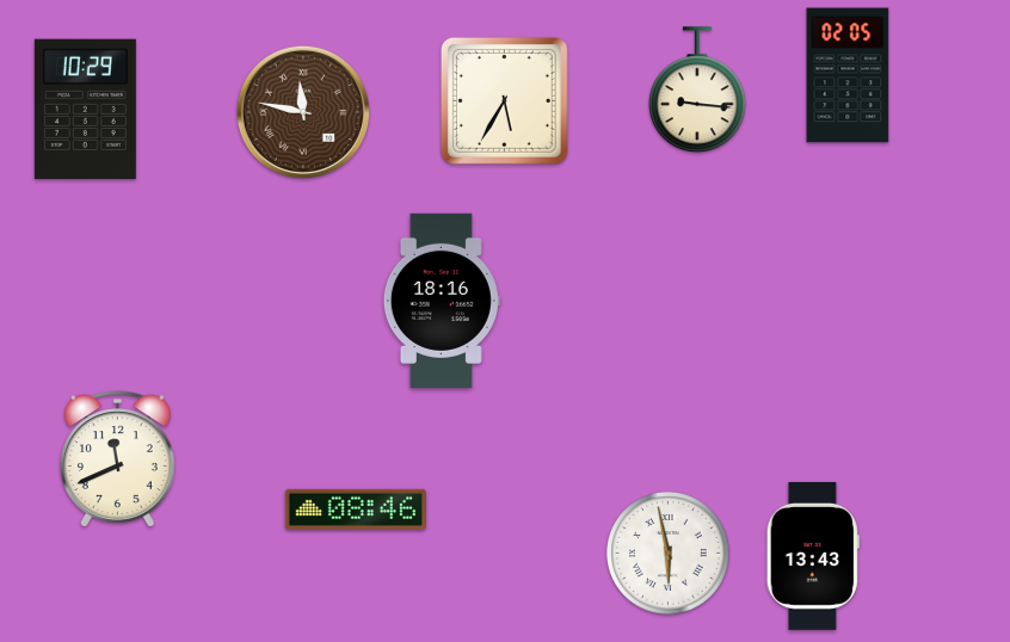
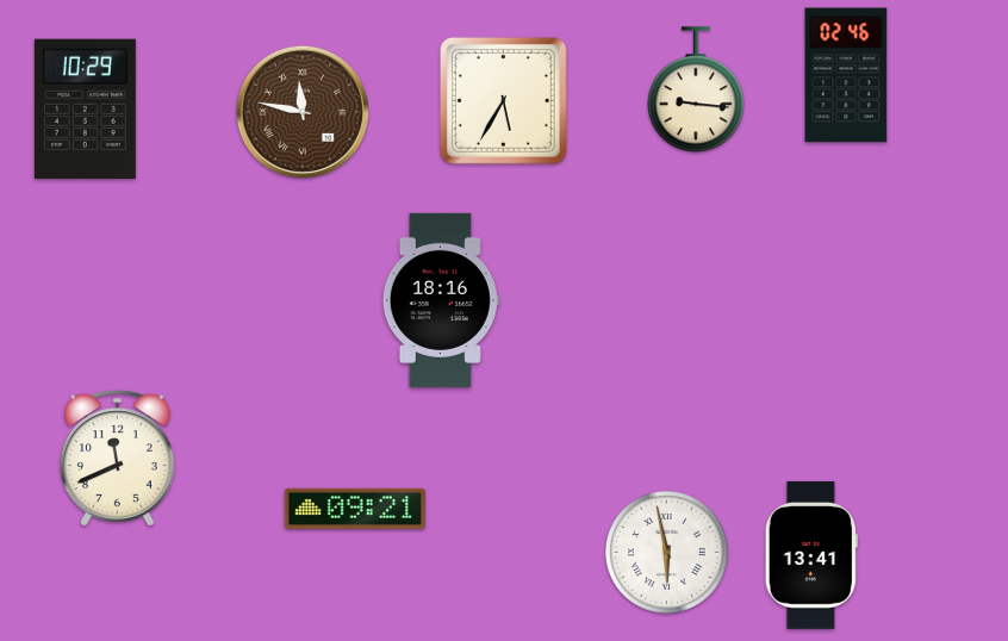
clock at (848, 75): 02:05 -> 02:46
clock at (355, 510): 08:46 -> 09:21
clock at (813, 556): 13:43 -> 13:41
